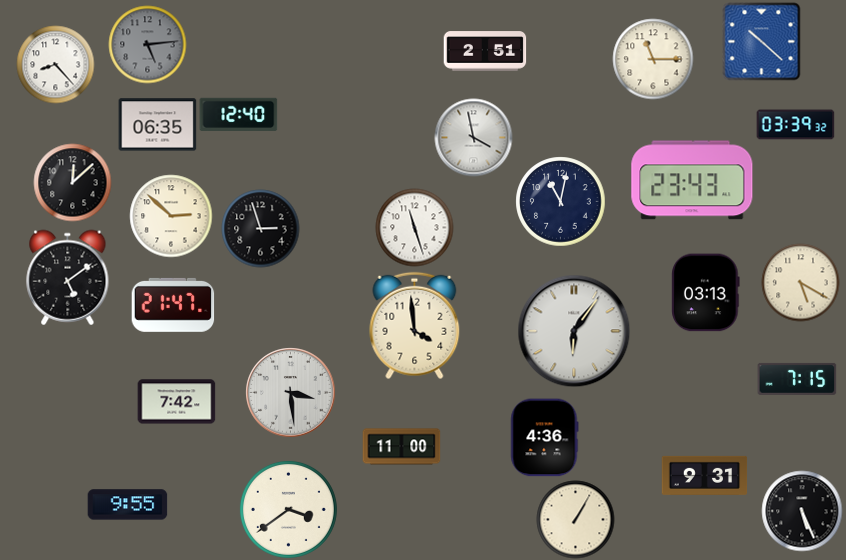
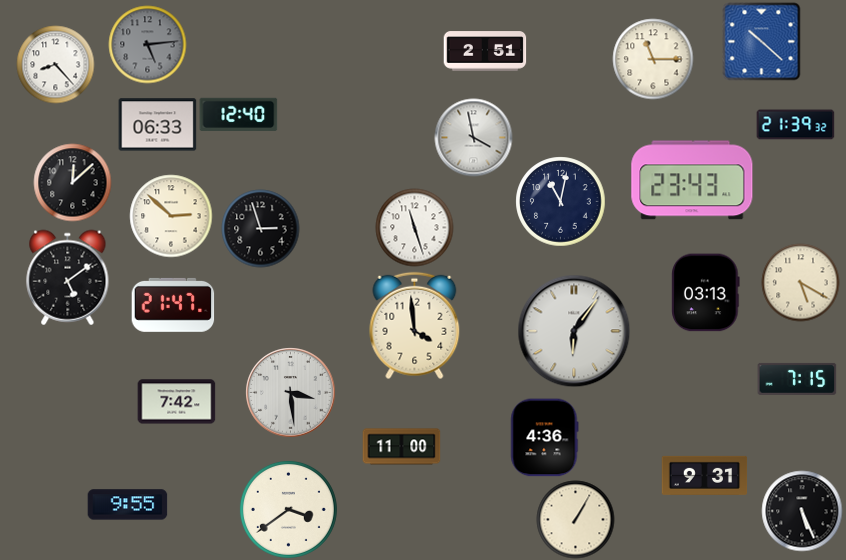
clock at (157, 125): 06:35 -> 06:33
clock at (795, 125): 03:39 -> 21:39
